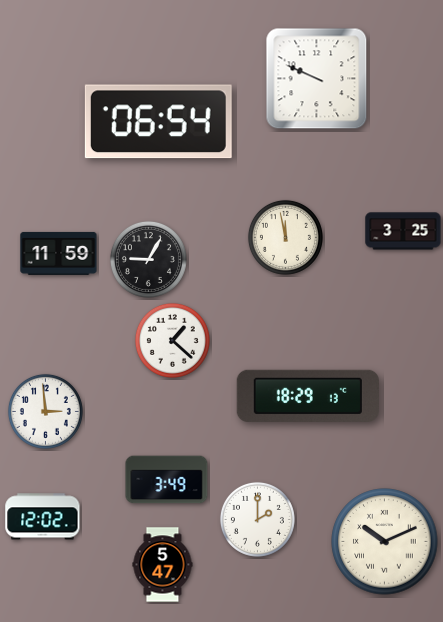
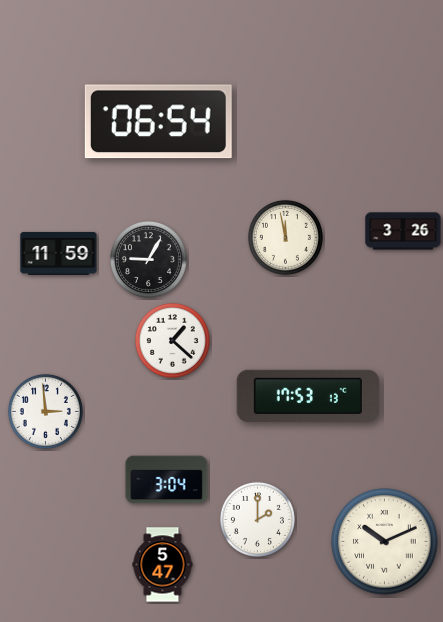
clock at (317, 79): 9:49 -> none
clock at (403, 231): 3:25 -> 3:26
clock at (308, 396): 18:29 -> 17:53
clock at (167, 480): 3:49 -> 3:04
clock at (43, 517): 12:02 -> none
